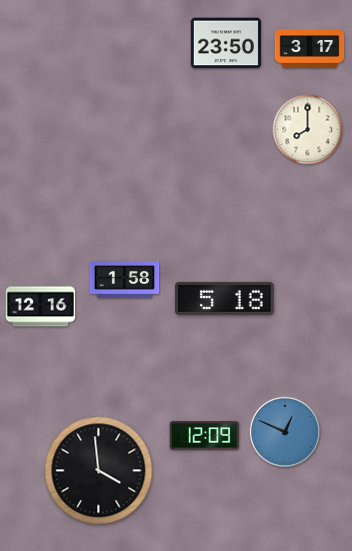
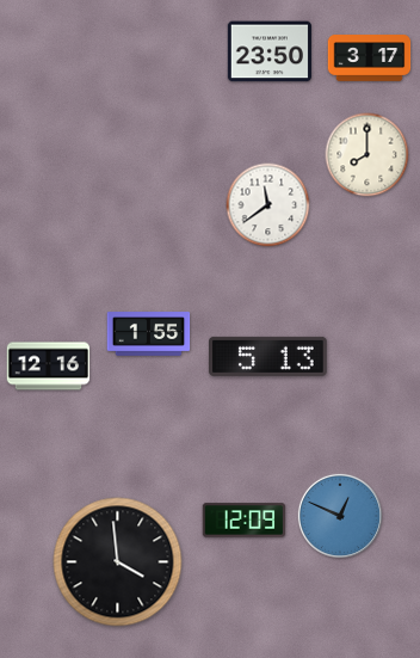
clock at (268, 205): none -> 11:39
clock at (125, 280): 1:58 -> 1:55
clock at (225, 298): 5:18 -> 5:13
